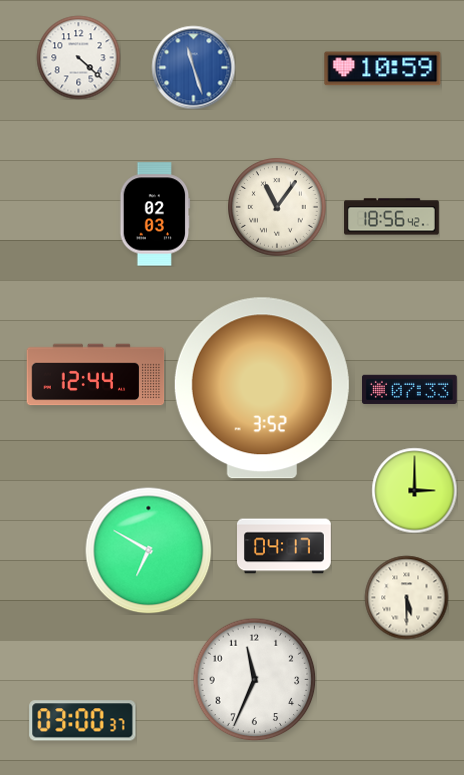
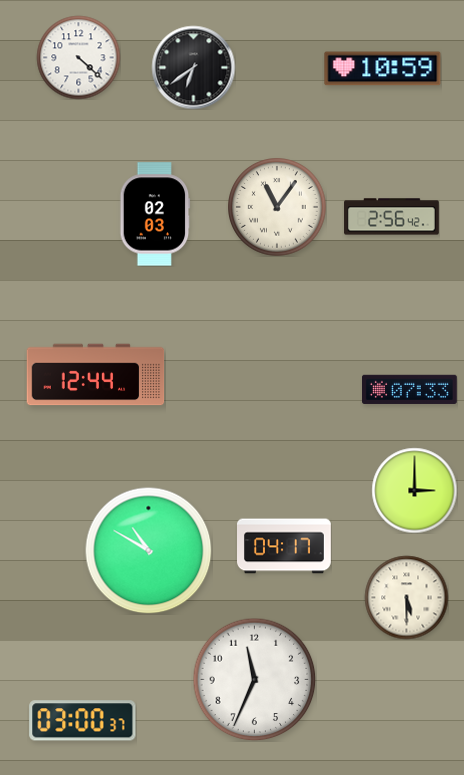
clock at (193, 67): 11:27 -> 6:39
clock at (193, 67) dial: blue -> black
clock at (392, 217): 18:56 -> 2:56
clock at (262, 388): 3:52 -> none
clock at (148, 550): 6:50 -> 10:50
